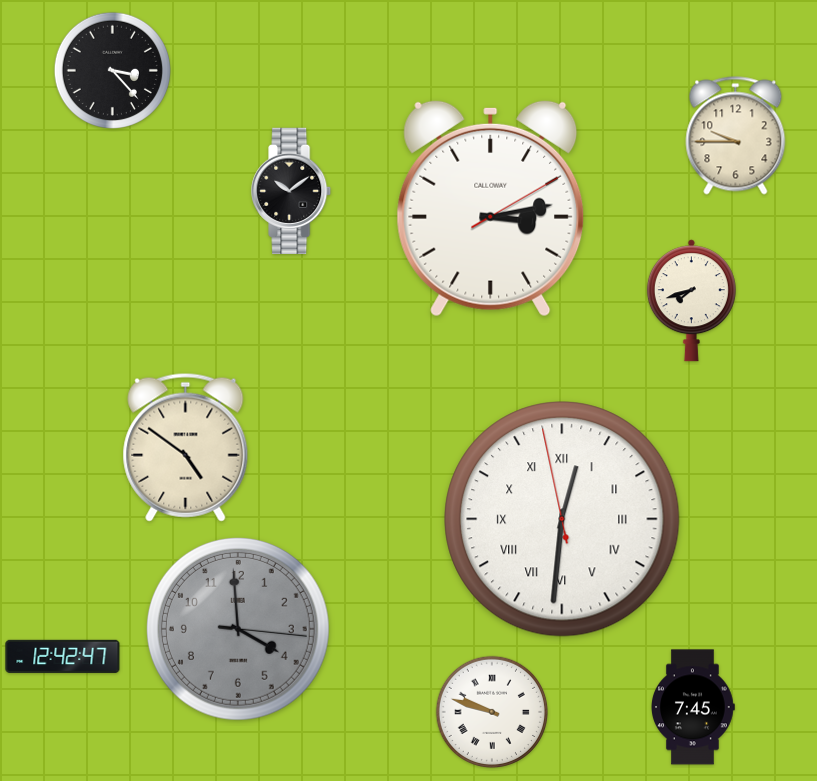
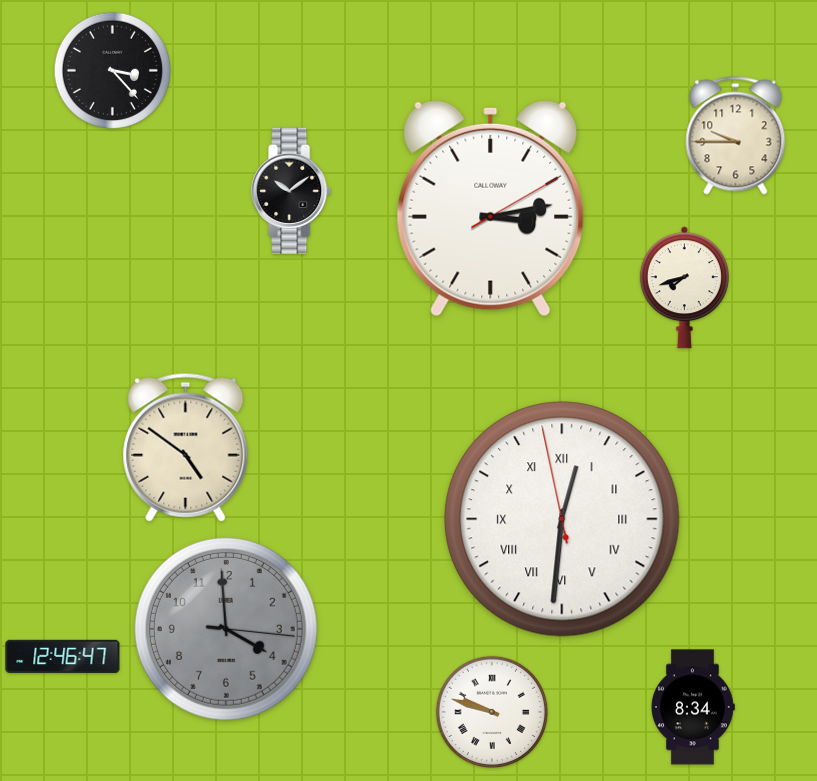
clock at (691, 301) position: (691, 301) -> (684, 288)
clock at (238, 629) position: (238, 629) -> (226, 629)
clock at (63, 656): 12:42 -> 12:46
clock at (693, 707): 7:45 -> 8:34
